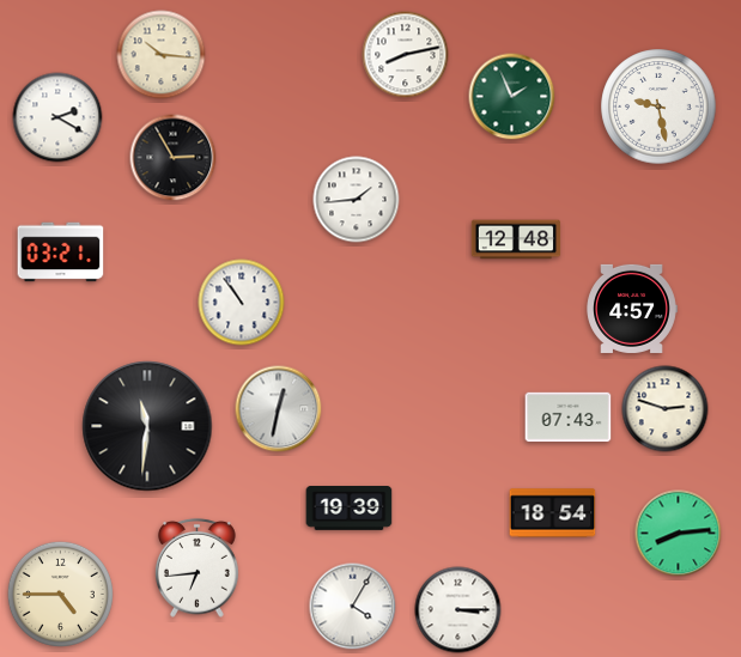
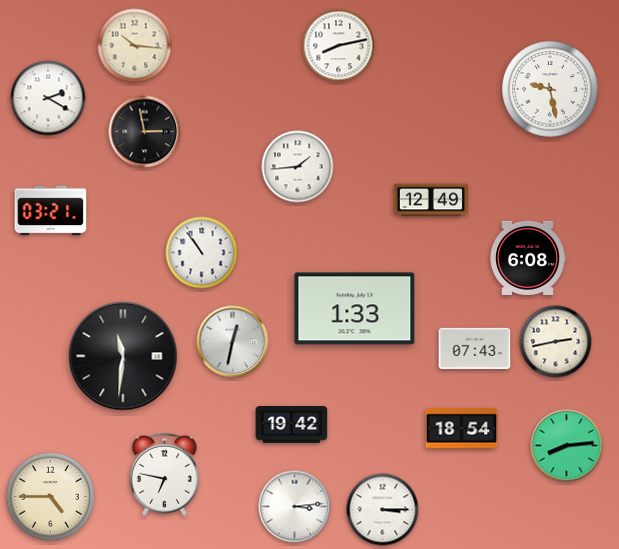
clock at (512, 97): 1:56 -> none
clock at (174, 158): 2:55 -> 2:58
clock at (516, 239): 12:48 -> 12:49
clock at (632, 309): 4:57 -> 6:08
clock at (355, 309): none -> 1:33
clock at (666, 409): 2:48 -> 2:43
clock at (350, 509): 19:39 -> 19:42
clock at (196, 567): 6:44 -> 6:47
clock at (353, 607): 4:05 -> 3:14
